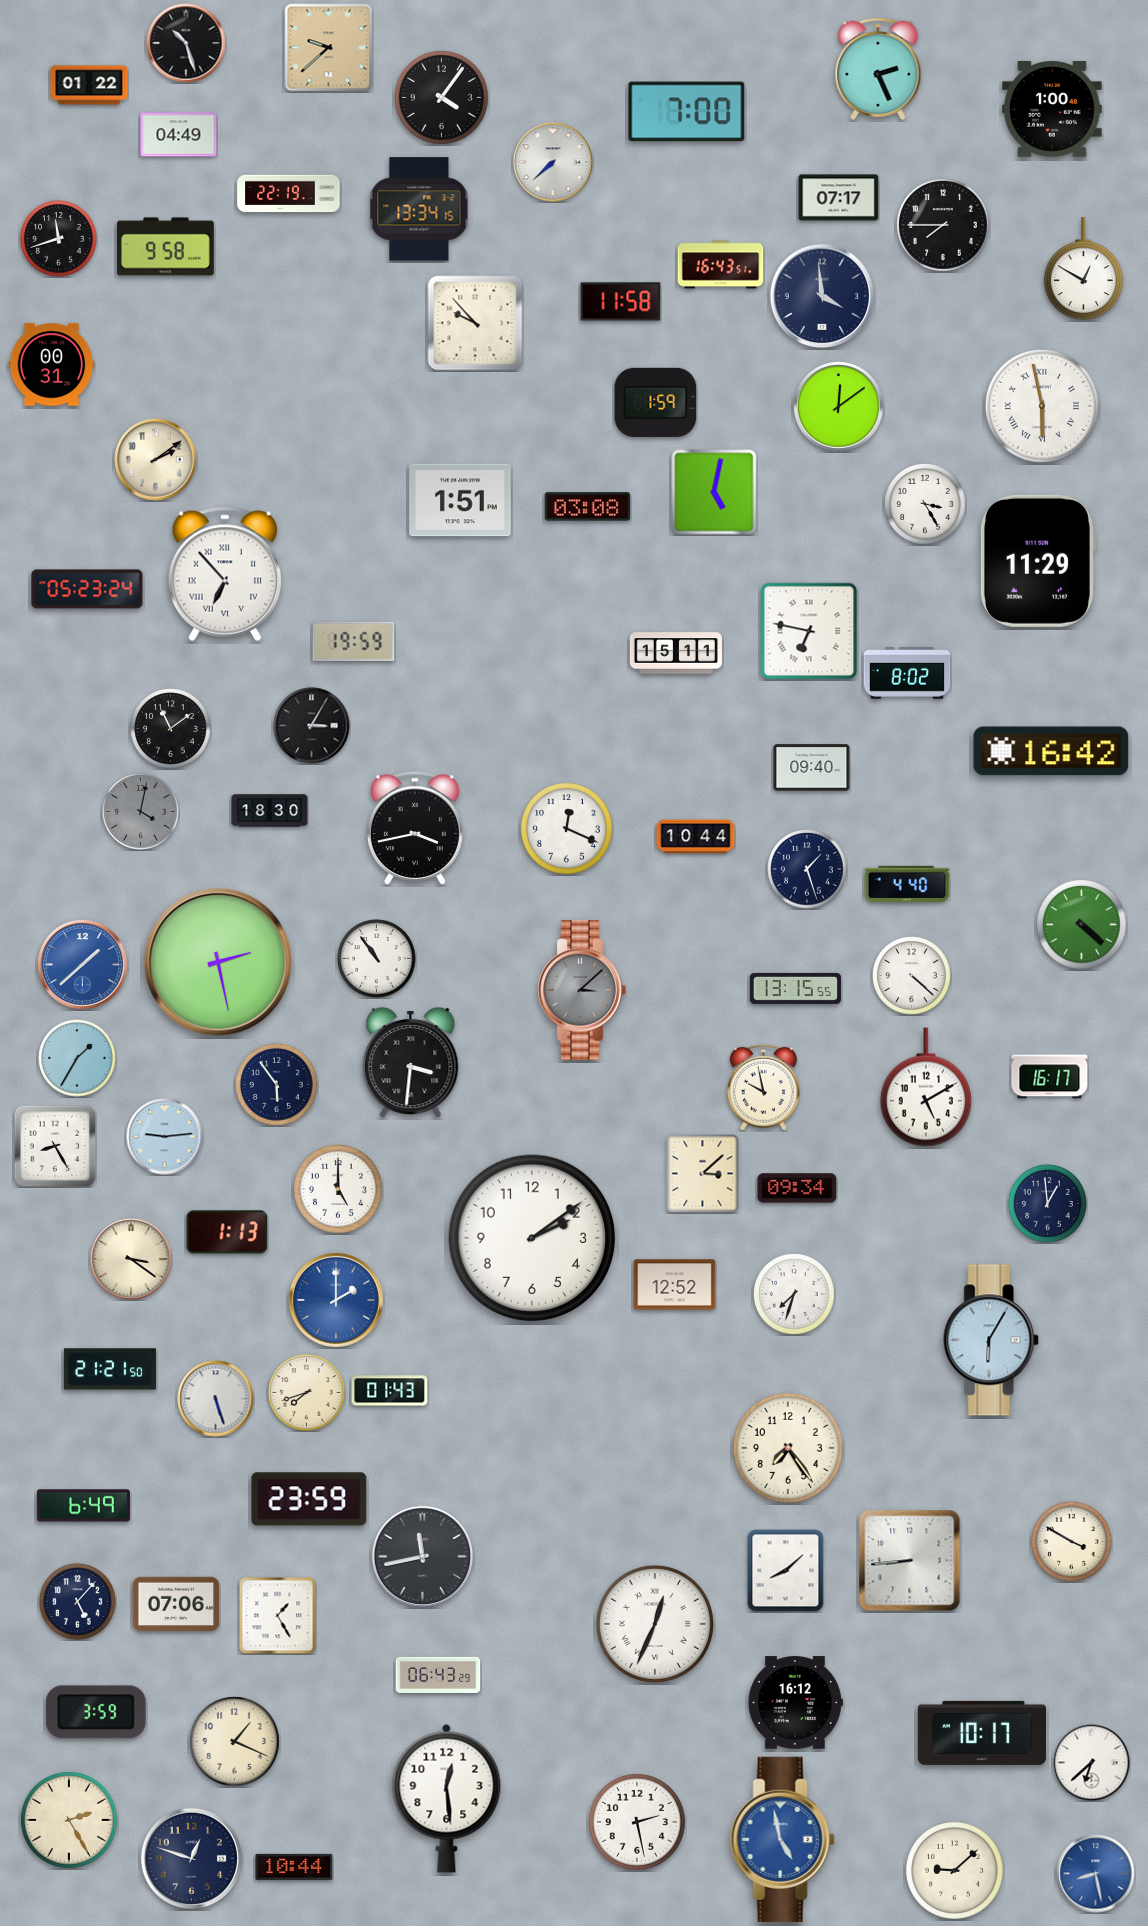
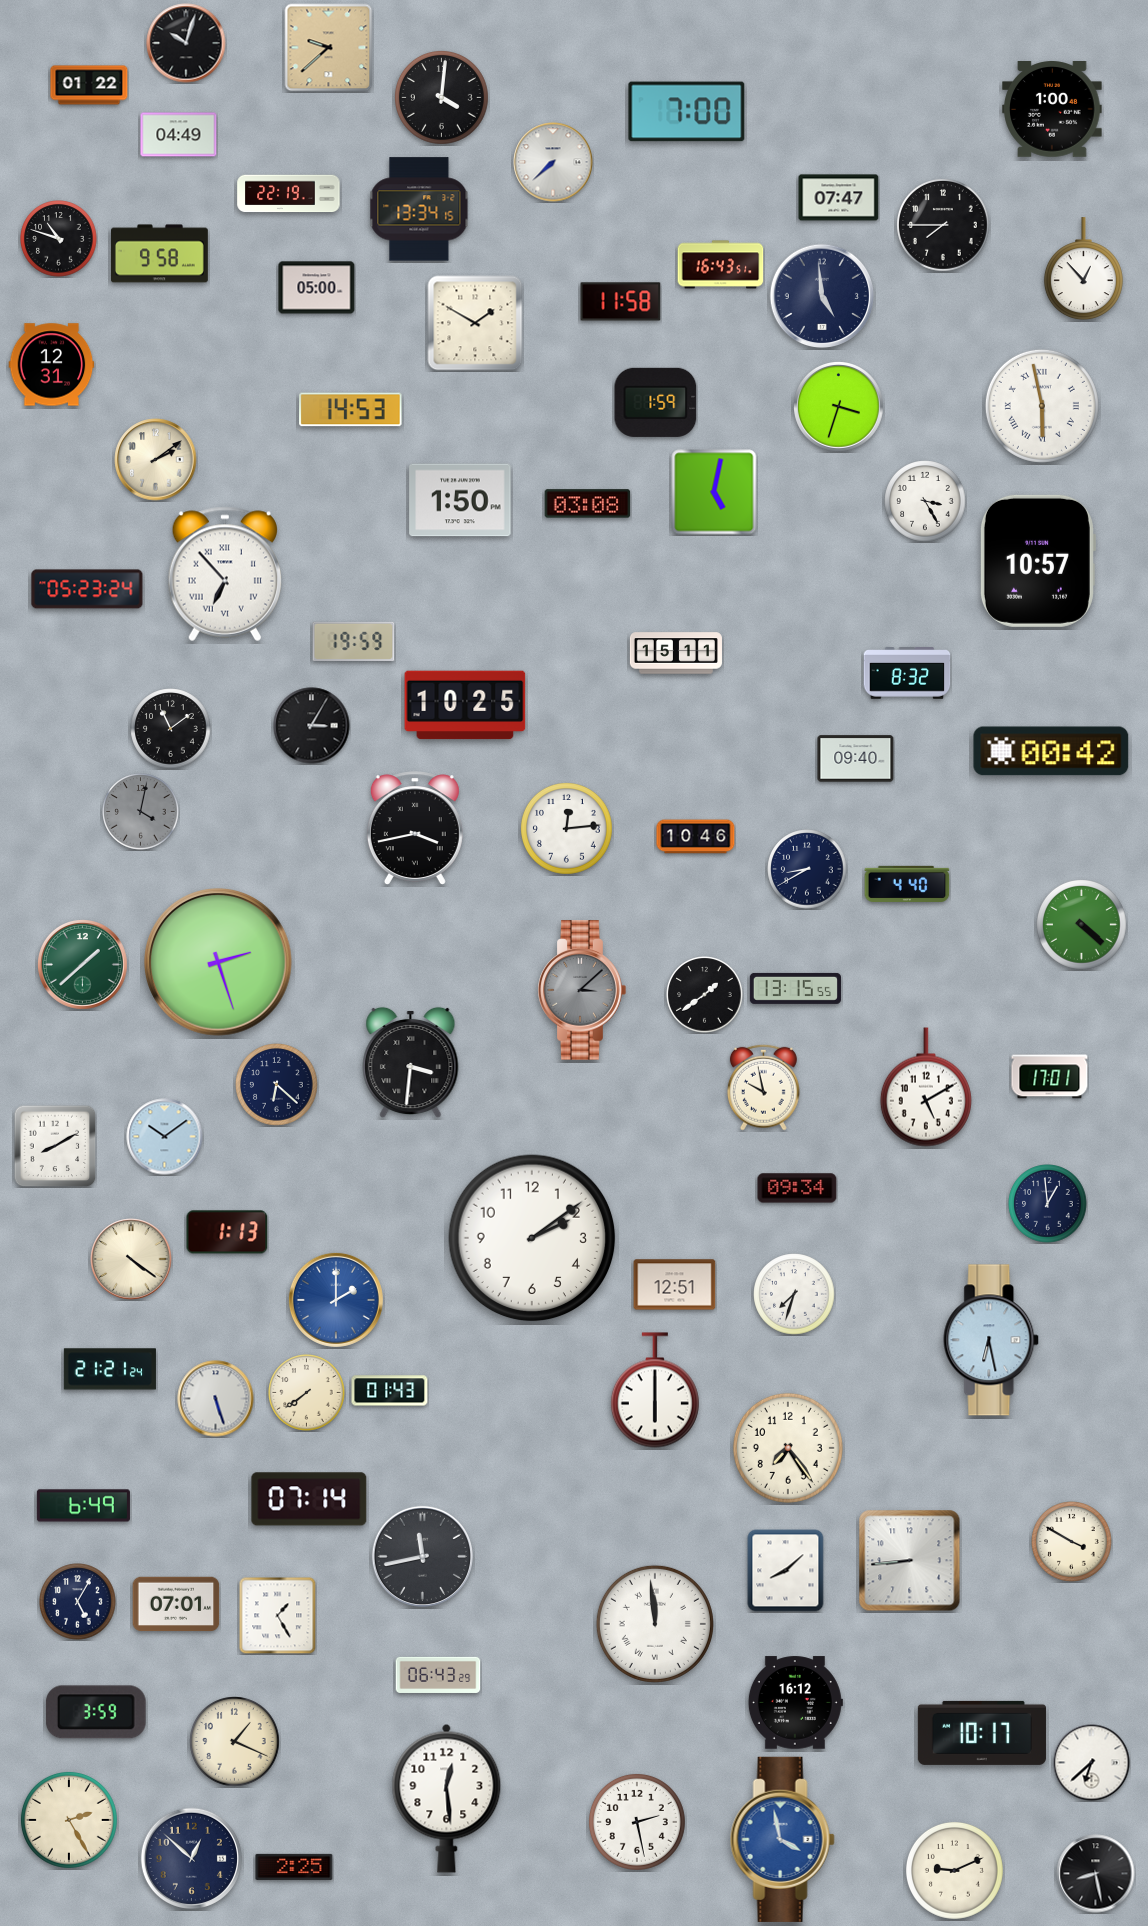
clock at (186, 43): 10:27 -> 10:03
clock at (878, 68): 2:26 -> none
clock at (442, 98): 4:06 -> 4:01
clock at (839, 198): 07:17 -> 07:47
clock at (59, 239): 11:42 -> 10:48
clock at (166, 247) position: (166, 247) -> (160, 254)
clock at (1083, 269): 12:50 -> 12:53
clock at (317, 288): none -> 05:00
clock at (821, 295): 3:59 -> 4:59
clock at (475, 323): 9:53 -> 1:50
clock at (52, 365): 00:31 -> 12:31
clock at (839, 407): 12:09 -> 3:33
clock at (351, 410): none -> 14:53
clock at (460, 500): 1:51 -> 1:50
clock at (925, 504) position: (925, 504) -> (925, 501)
clock at (588, 507) position: (588, 507) -> (588, 504)
clock at (1037, 561): 11:29 -> 10:57
clock at (809, 631): 6:47 -> none
clock at (907, 674): 8:02 -> 8:32
clock at (465, 705): none -> 10:25
clock at (1051, 751): 16:42 -> 00:42
clock at (812, 768) position: (812, 768) -> (856, 759)
clock at (270, 811): 18:30 -> none
clock at (567, 829): 12:19 -> 12:14
clock at (696, 837): 10:44 -> 10:46
clock at (807, 869): 1:27 -> 8:40
clock at (377, 959): 10:54 -> none
clock at (218, 962): 2:28 -> 2:27
clock at (83, 965) dial: blue -> green
clock at (912, 976): 4:22 -> none
clock at (705, 995): none -> 1:39
clock at (77, 1058): 1:35 -> none
clock at (1050, 1077): 16:17 -> 17:01
clock at (277, 1085): 5:54 -> 6:22
clock at (165, 1137): 9:14 -> 10:09
clock at (55, 1146): 8:25 -> 8:10
clock at (703, 1174): 3:08 -> none
clock at (339, 1190): 5:00 -> none
clock at (131, 1259): 3:21 -> 4:21
clock at (675, 1285): 12:52 -> 12:51
clock at (992, 1340): 6:05 -> 6:28
clock at (110, 1369): 21:21:50 -> 21:21:24
clock at (655, 1390): none -> 6:00
clock at (307, 1393): 7:42 -> 7:39
clock at (309, 1499): 23:59 -> 07:14
clock at (78, 1602): 5:07 -> 5:05
clock at (176, 1604): 07:06 -> 07:01
clock at (655, 1624): 12:34 -> 11:59
clock at (782, 1839): 4:58 -> 3:58
clock at (191, 1858): 12:48 -> 12:52
clock at (294, 1867): 10:44 -> 2:25
clock at (954, 1870): 9:08 -> 9:11
clock at (1096, 1874) dial: blue -> black
